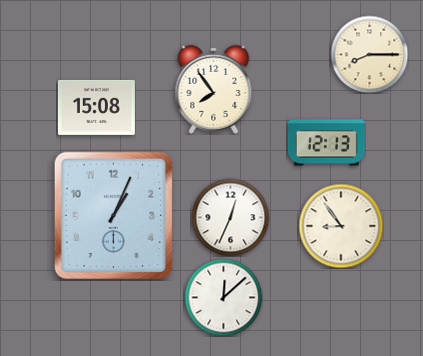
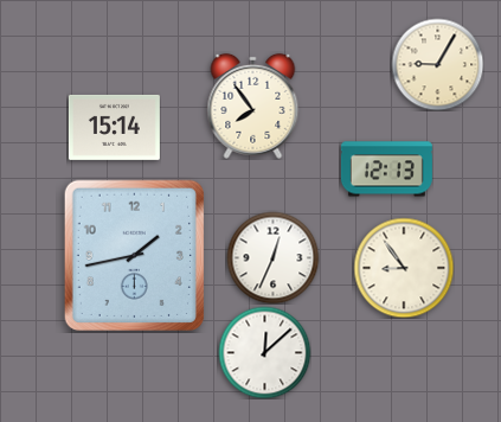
clock at (369, 54): 8:15 -> 9:05
clock at (96, 107): 15:08 -> 15:14
clock at (113, 215): 1:04 -> 1:43
